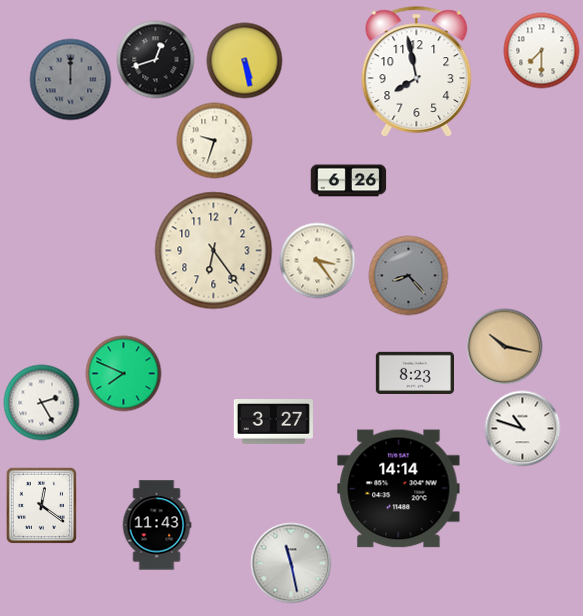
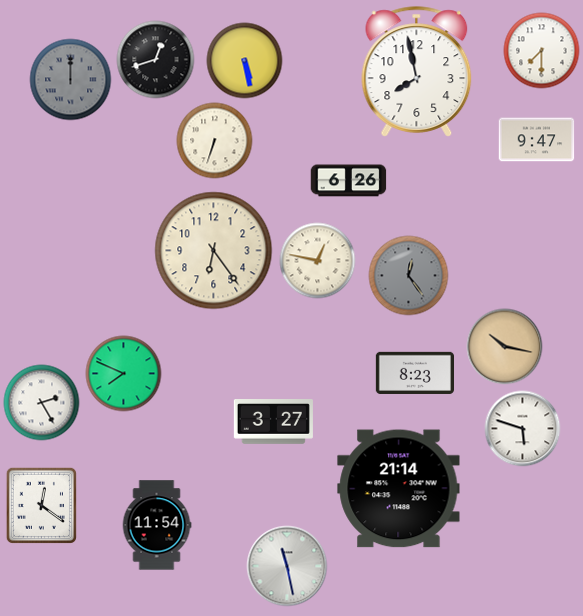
clock at (537, 140): none -> 9:47
clock at (215, 141): 9:33 -> 6:33
clock at (318, 261): 3:24 -> 12:47
clock at (409, 276): 8:23 -> 12:24
clock at (523, 429): 10:48 -> 5:48
clock at (399, 489): 14:14 -> 21:14
clock at (157, 525): 11:43 -> 11:54
clock at (291, 563) position: (291, 563) -> (287, 566)
